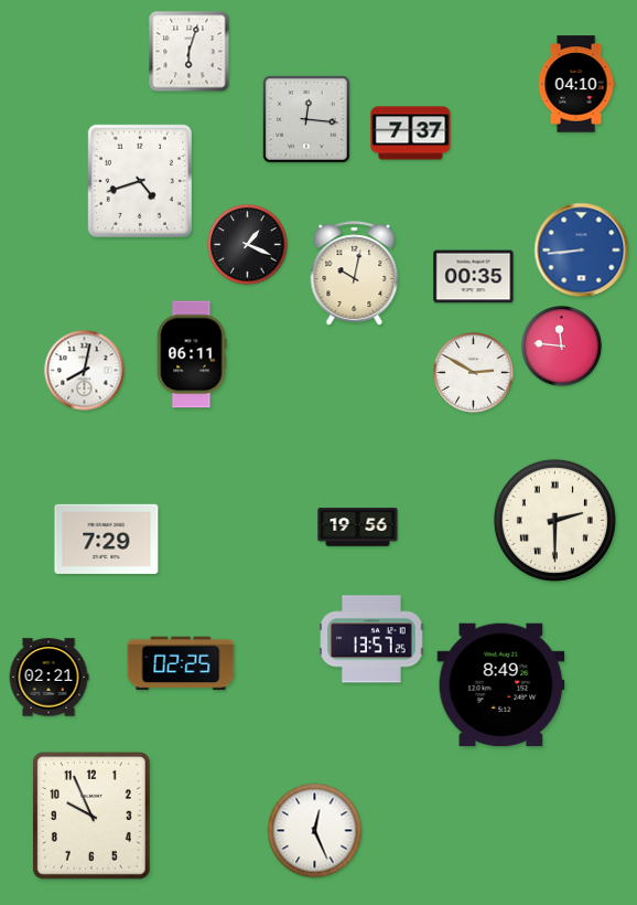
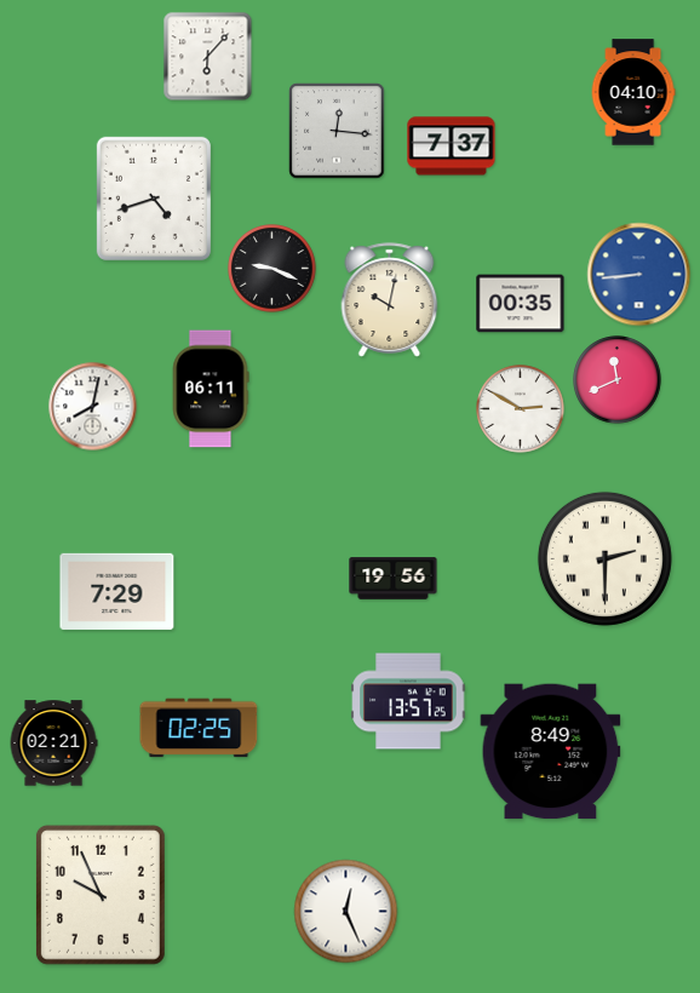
clock at (190, 52): 6:03 -> 6:07
clock at (248, 245): 1:19 -> 9:19
clock at (562, 347): 11:46 -> 11:41
clock at (554, 520) position: (554, 520) -> (604, 558)
